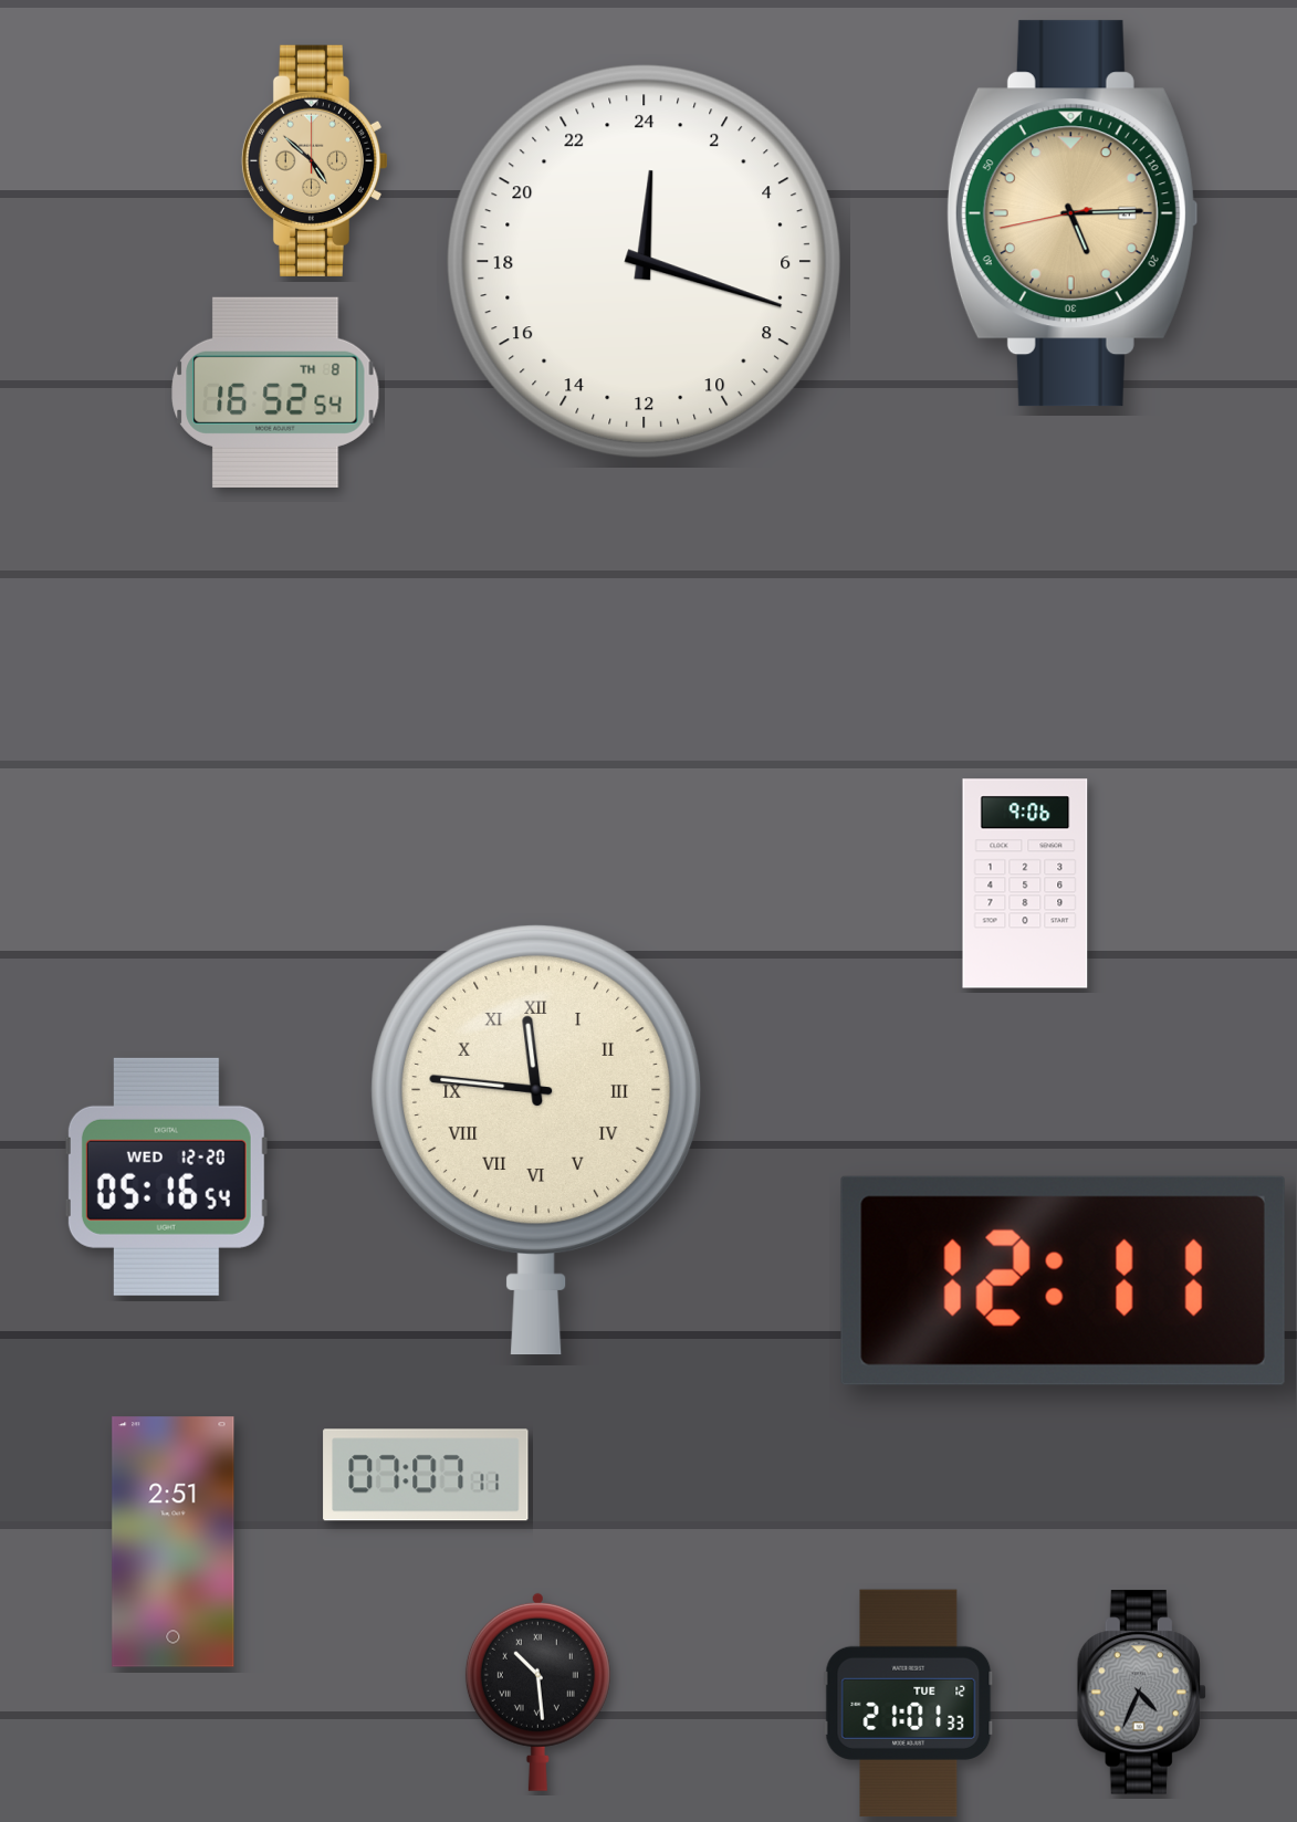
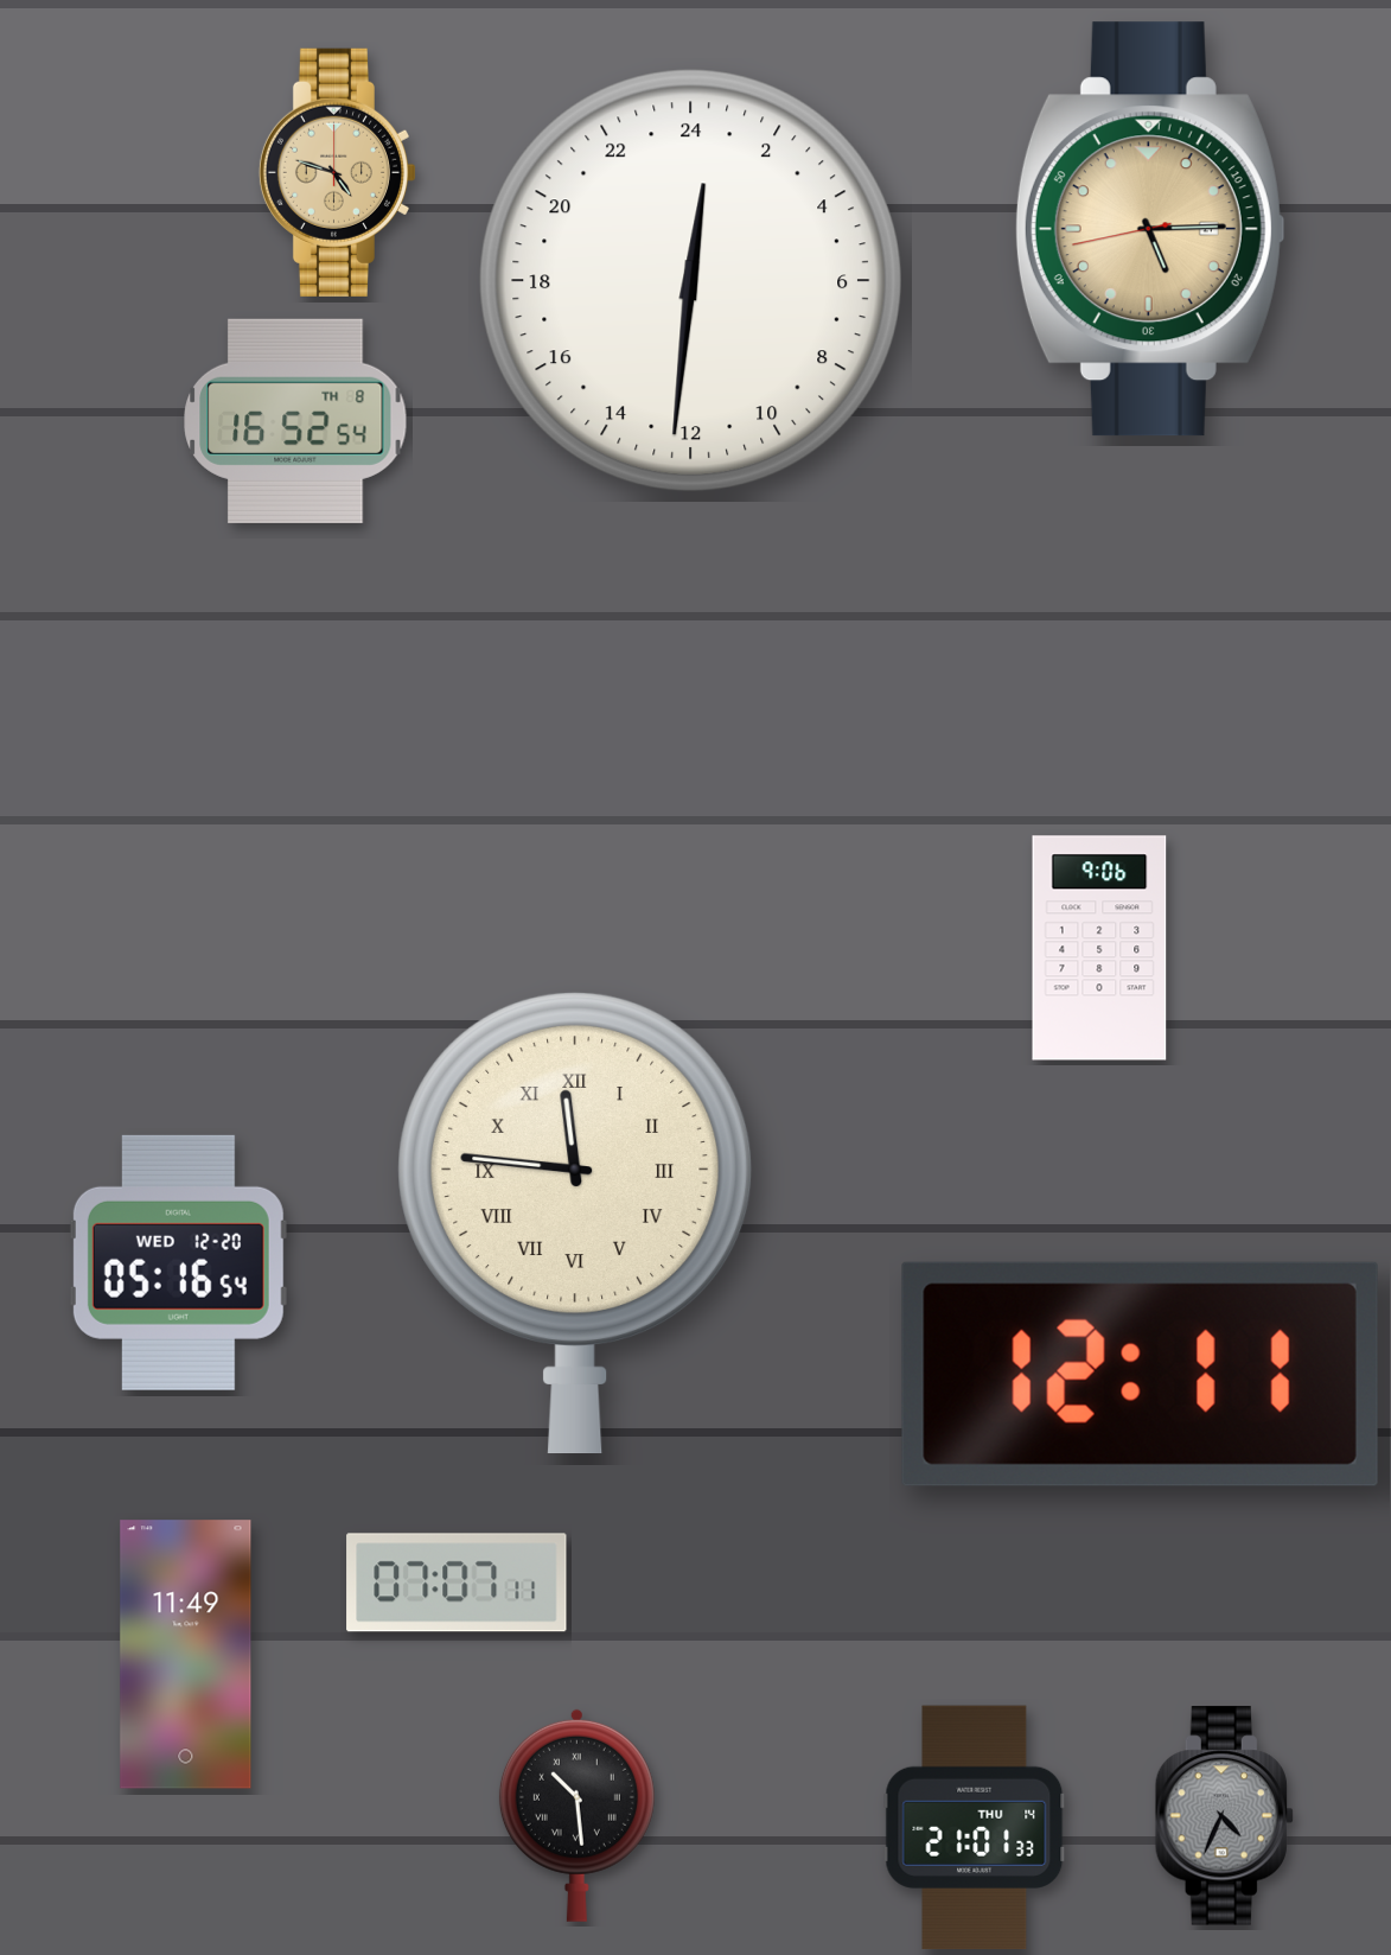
clock at (314, 160): 4:52 -> 4:48
clock at (644, 261): 0:18 -> 0:31
clock at (174, 1542): 2:51 -> 11:49
clock at (909, 1704) date: TUE 12 -> THU 14
